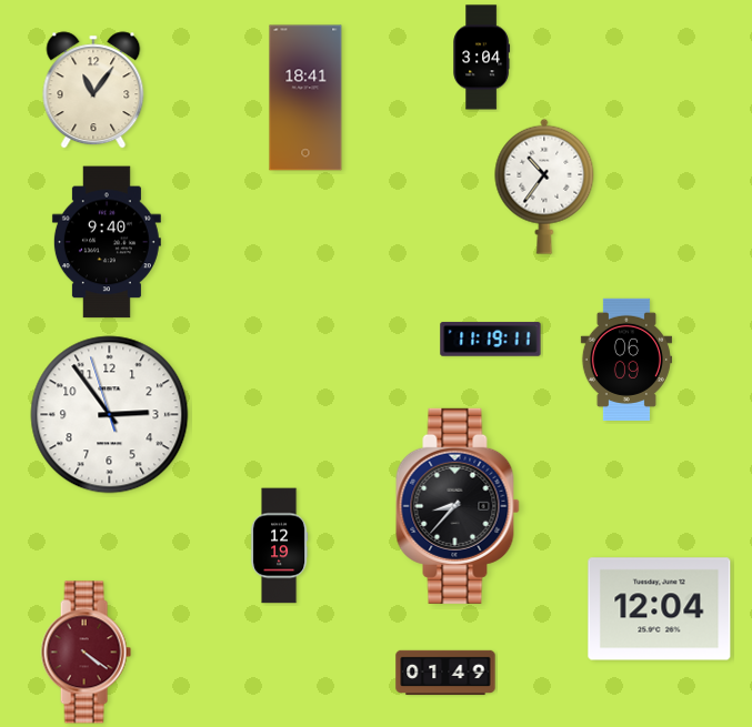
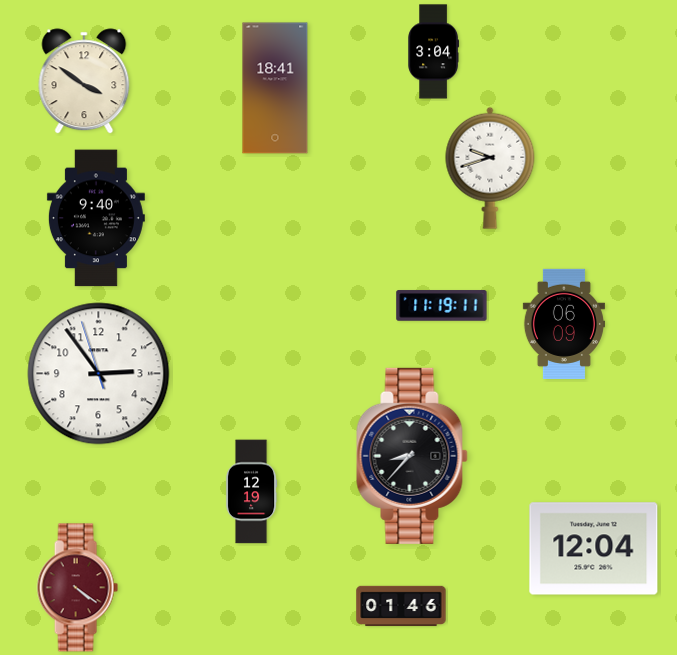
clock at (93, 90): 11:06 -> 3:51
clock at (544, 186): 10:36 -> 9:42
clock at (445, 673): 01:49 -> 01:46
